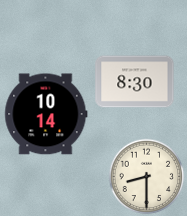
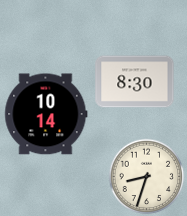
clock at (147, 177): 8:30 -> 8:33
